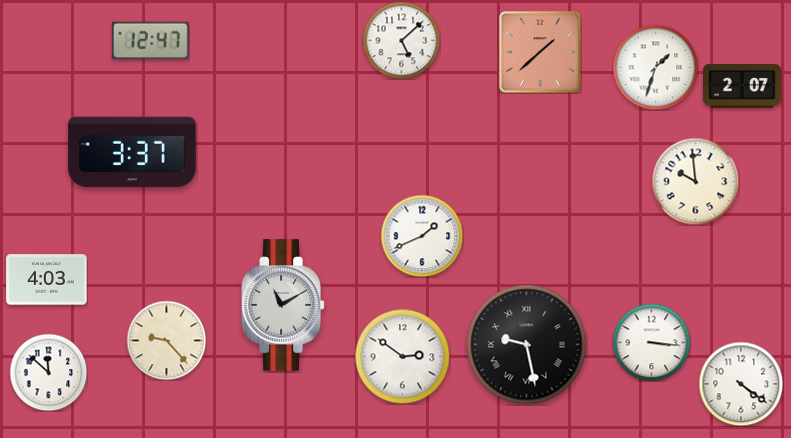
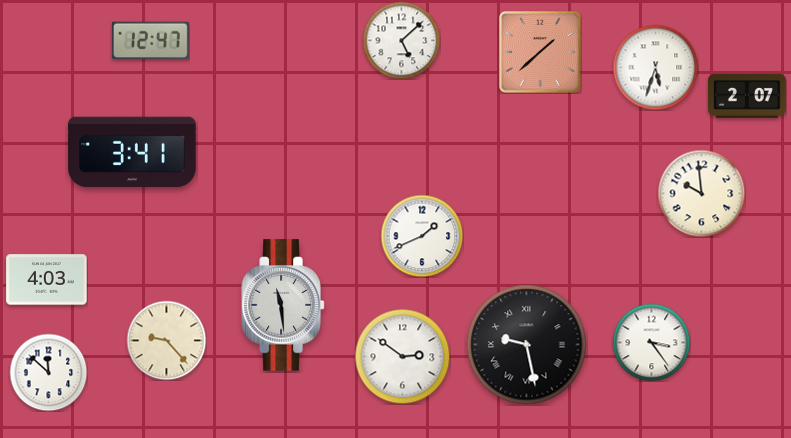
clock at (655, 67): 1:33 -> 5:33
clock at (742, 86) position: (742, 86) -> (747, 96)
clock at (132, 152): 3:37 -> 3:41
clock at (695, 181) position: (695, 181) -> (701, 193)
clock at (283, 305): 11:10 -> 11:29
clock at (651, 342): 3:16 -> 3:24
clock at (741, 384): 4:21 -> none
